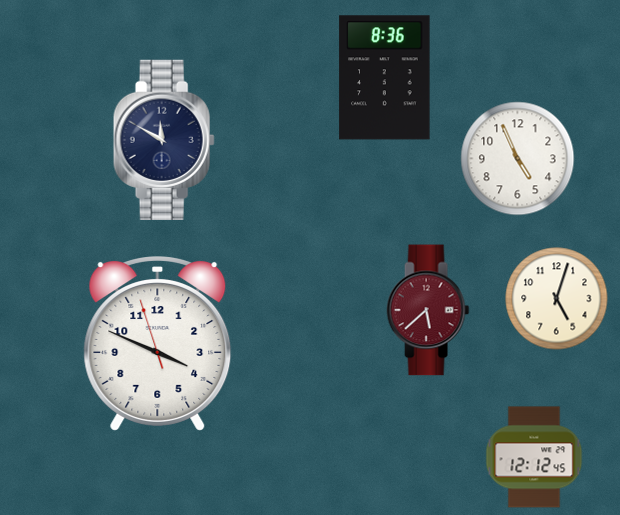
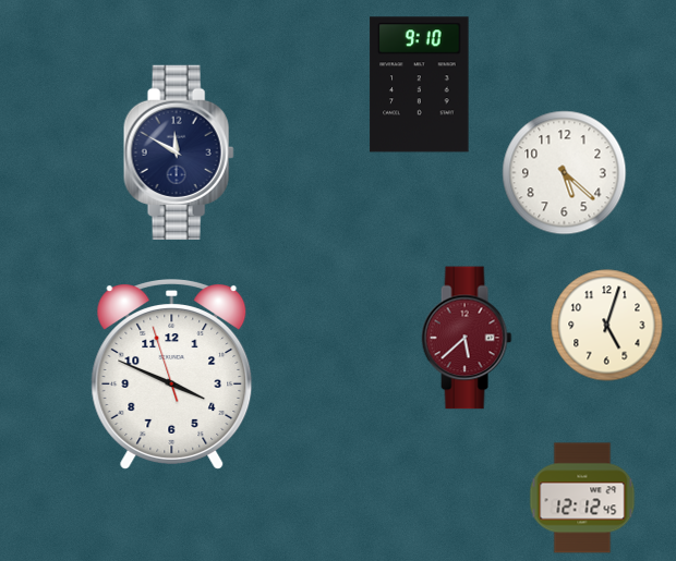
clock at (385, 78): 8:36 -> 9:10
clock at (518, 159): 4:56 -> 5:22
